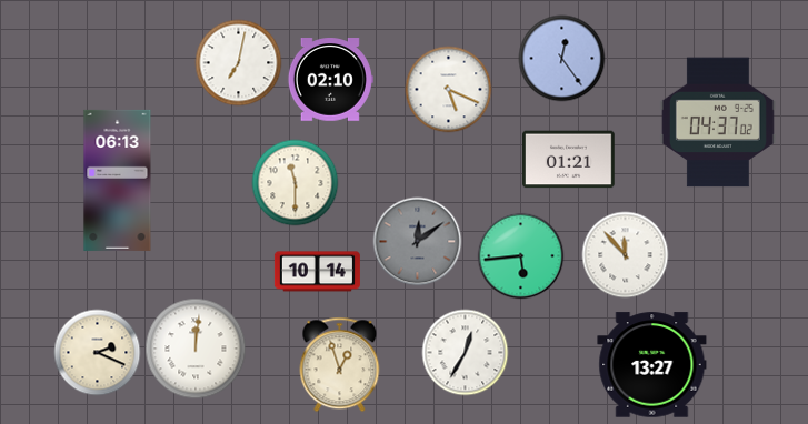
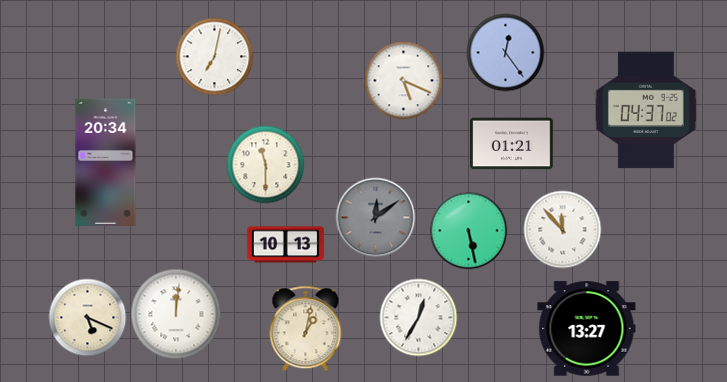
clock at (330, 80): 02:10 -> none
clock at (118, 180): 06:13 -> 20:34
clock at (520, 255): 5:44 -> 5:28
clock at (317, 272): 10:14 -> 10:13
clock at (97, 352): 2:19 -> 5:19
clock at (340, 364): 12:57 -> 1:02
